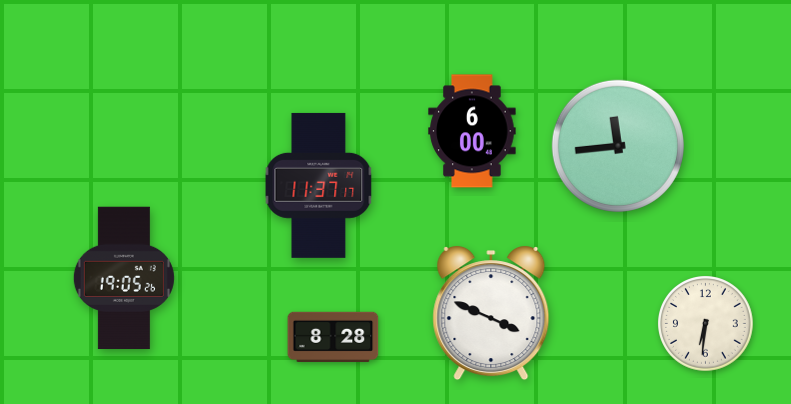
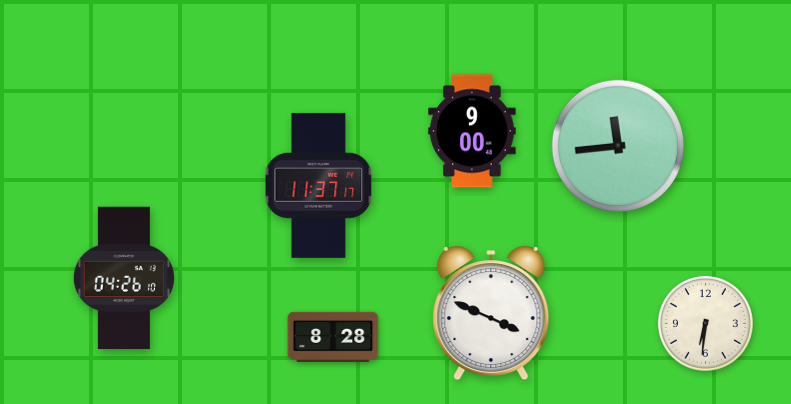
clock at (472, 131): 6:00 -> 9:00
clock at (124, 278): 19:05 -> 04:26
